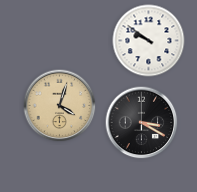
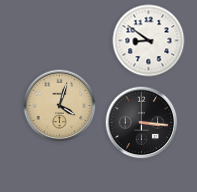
clock at (149, 41): 9:51 -> 8:51
clock at (142, 123): 3:20 -> 3:16
